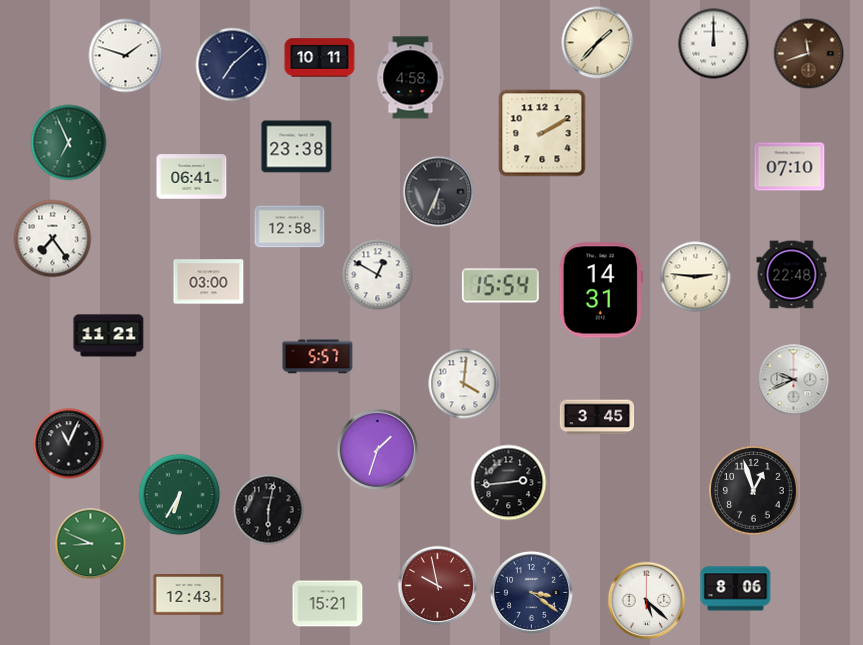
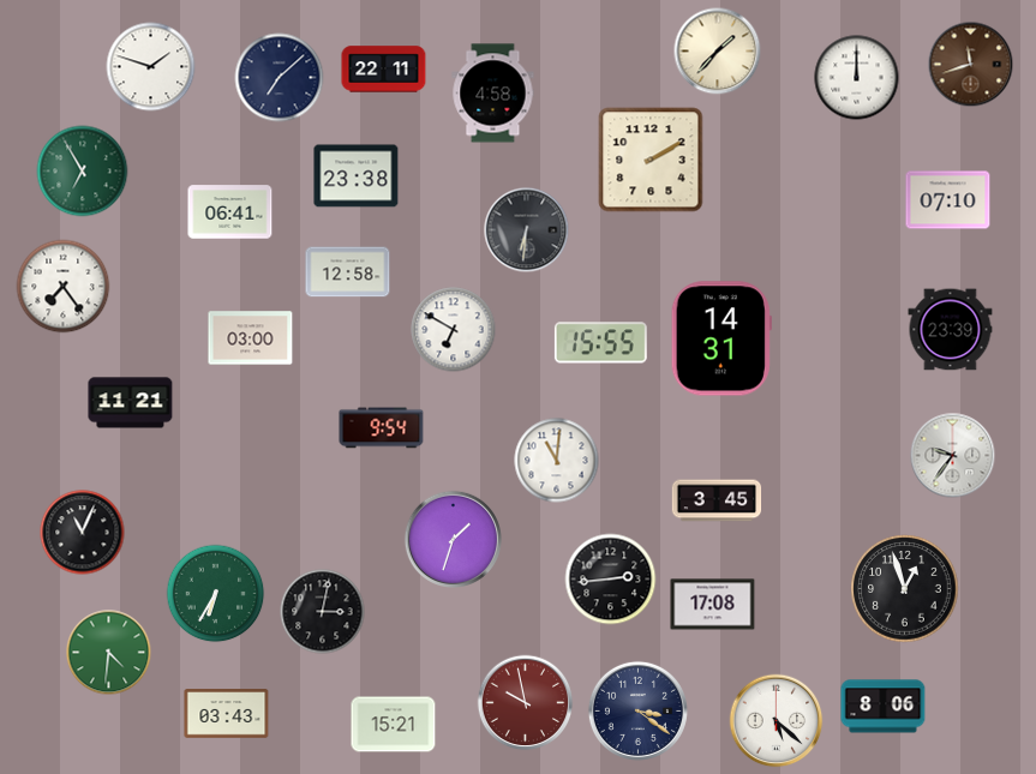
clock at (714, 44) position: (714, 44) -> (857, 78)
clock at (320, 58): 10:11 -> 22:11
clock at (69, 143): 6:56 -> 6:55
clock at (439, 192): 6:34 -> 6:31
clock at (378, 275): 12:50 -> 6:50
clock at (792, 275): 22:48 -> 23:39
clock at (696, 277): 2:46 -> none
clock at (500, 286): 15:54 -> 15:55
clock at (601, 290) position: (601, 290) -> (721, 338)
clock at (318, 357): 5:57 -> 9:54
clock at (794, 380): 9:41 -> 9:36
clock at (464, 384): 4:01 -> 11:01
clock at (713, 605): none -> 17:08
clock at (269, 510): 6:02 -> 3:02
clock at (91, 544): 8:49 -> 4:31
clock at (189, 595): 12:43 -> 03:43
